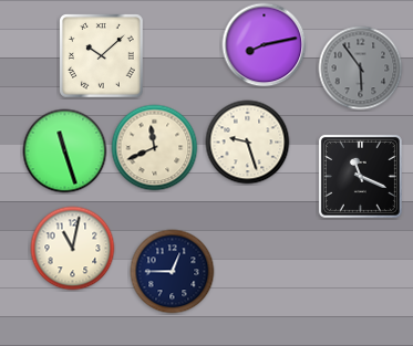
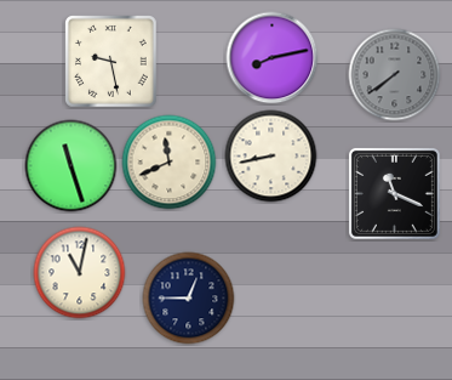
clock at (265, 45) position: (265, 45) -> (273, 58)
clock at (102, 56): 10:08 -> 9:28
clock at (361, 69): 5:54 -> 7:39
clock at (248, 143): 9:27 -> 8:43
